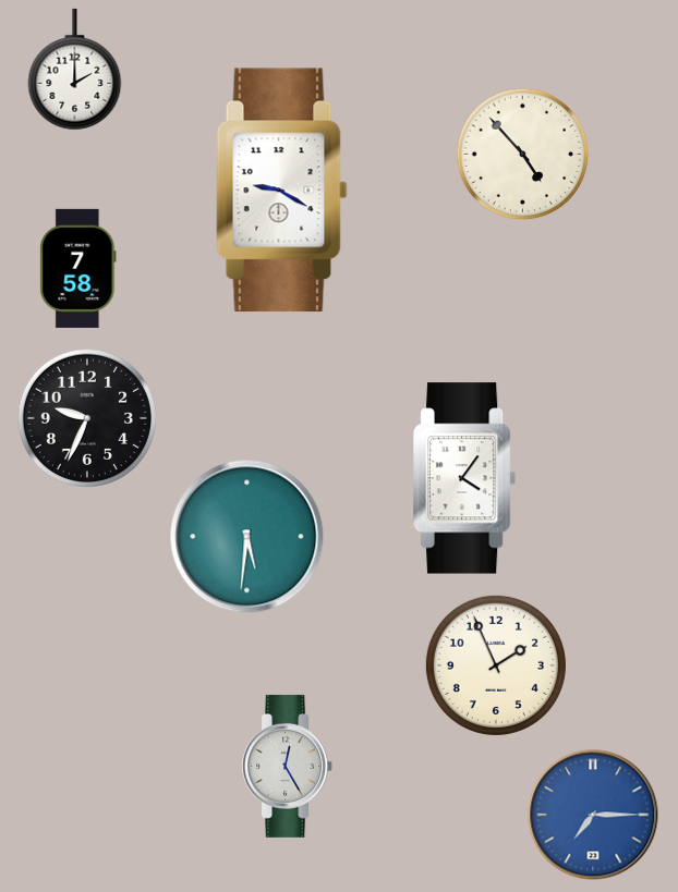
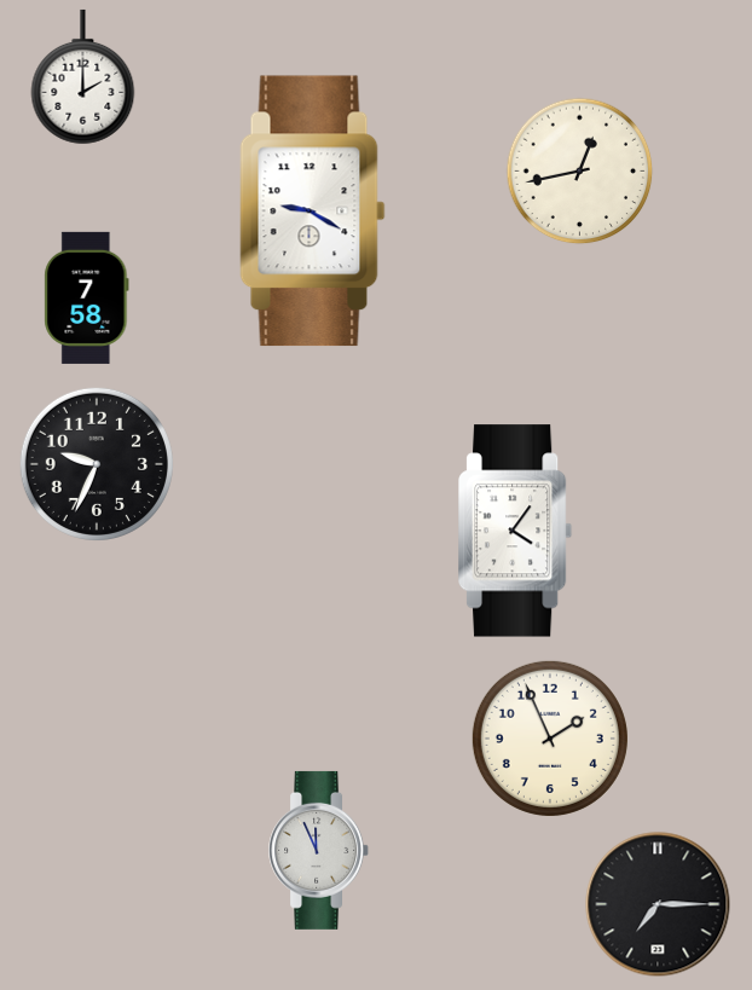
clock at (523, 155): 4:53 -> 12:43
clock at (247, 537): 5:31 -> none
clock at (288, 766): 12:25 -> 11:56
clock at (593, 815) dial: blue -> black
